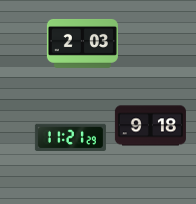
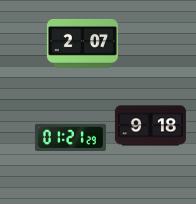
clock at (82, 43): 2:03 -> 2:07
clock at (70, 138): 11:21 -> 01:21
